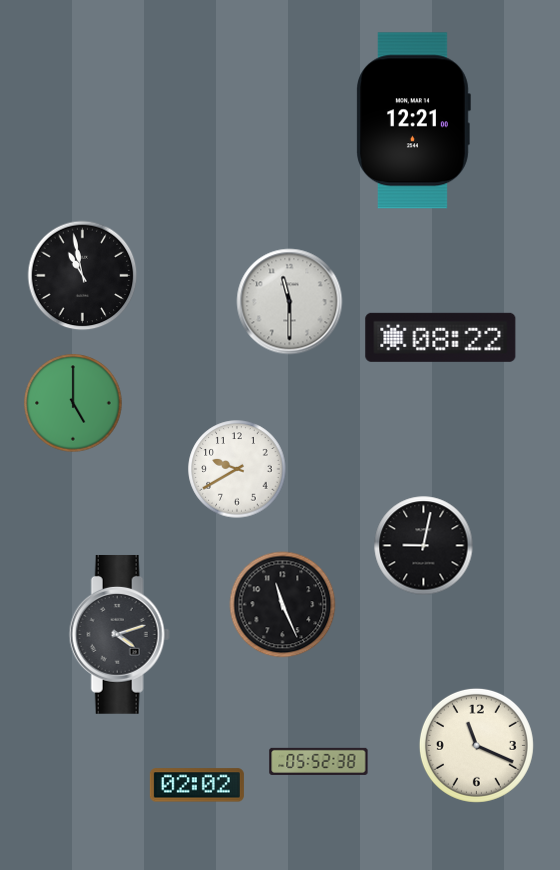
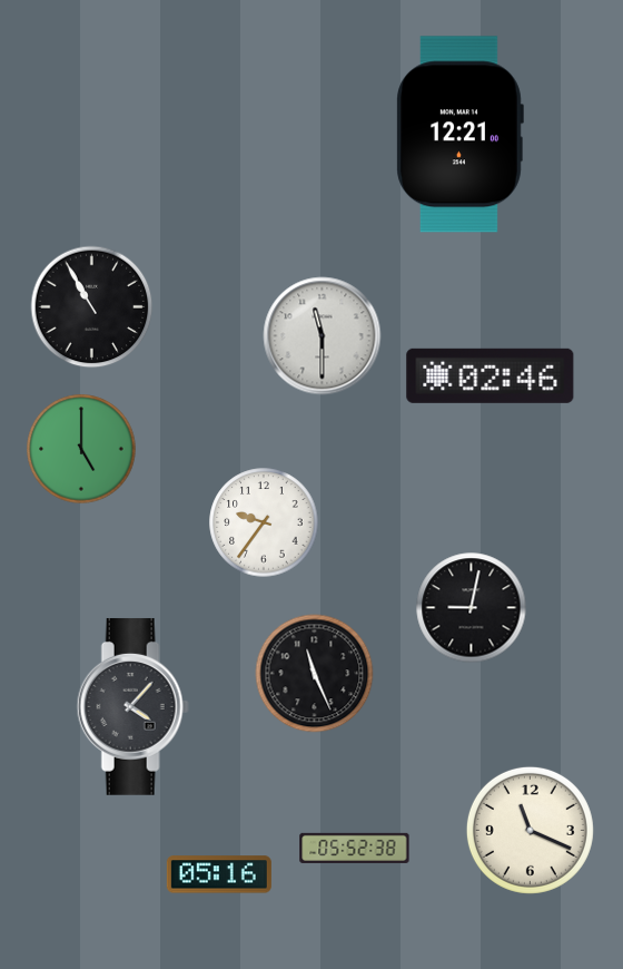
clock at (83, 276): 10:58 -> 10:55
clock at (441, 337): 08:22 -> 02:46
clock at (237, 469): 9:40 -> 9:36
clock at (119, 634): 4:12 -> 4:07
clock at (197, 785): 02:02 -> 05:16
